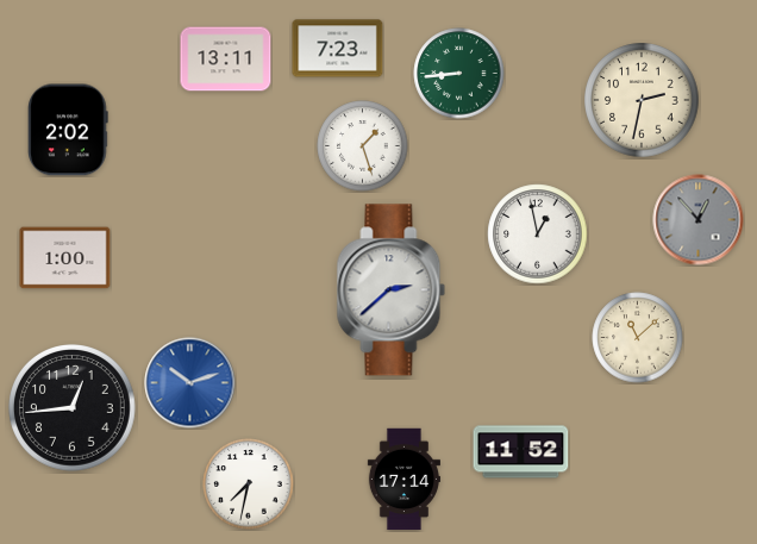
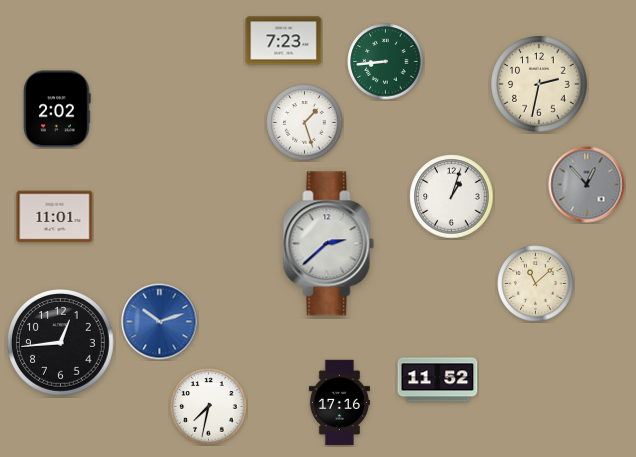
clock at (226, 60): 13:11 -> none
clock at (538, 235): 12:58 -> 1:03
clock at (65, 258): 1:00 -> 11:01
clock at (403, 480): 17:14 -> 17:16
